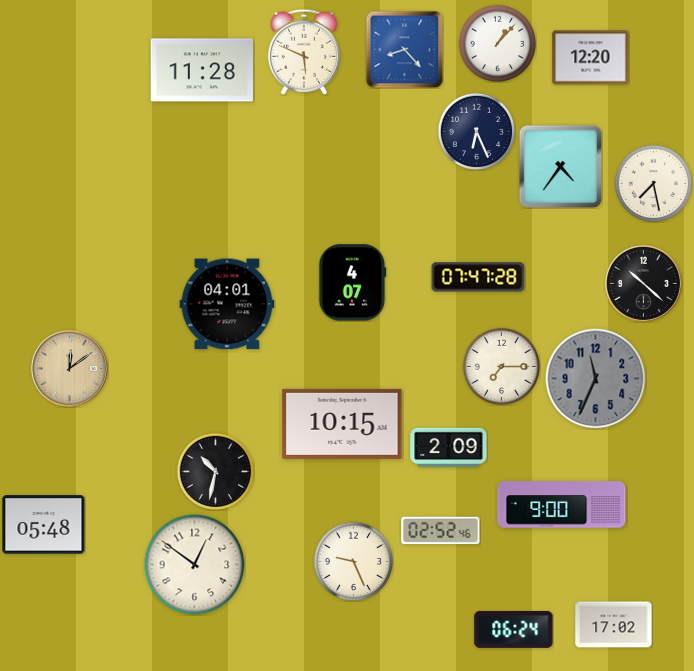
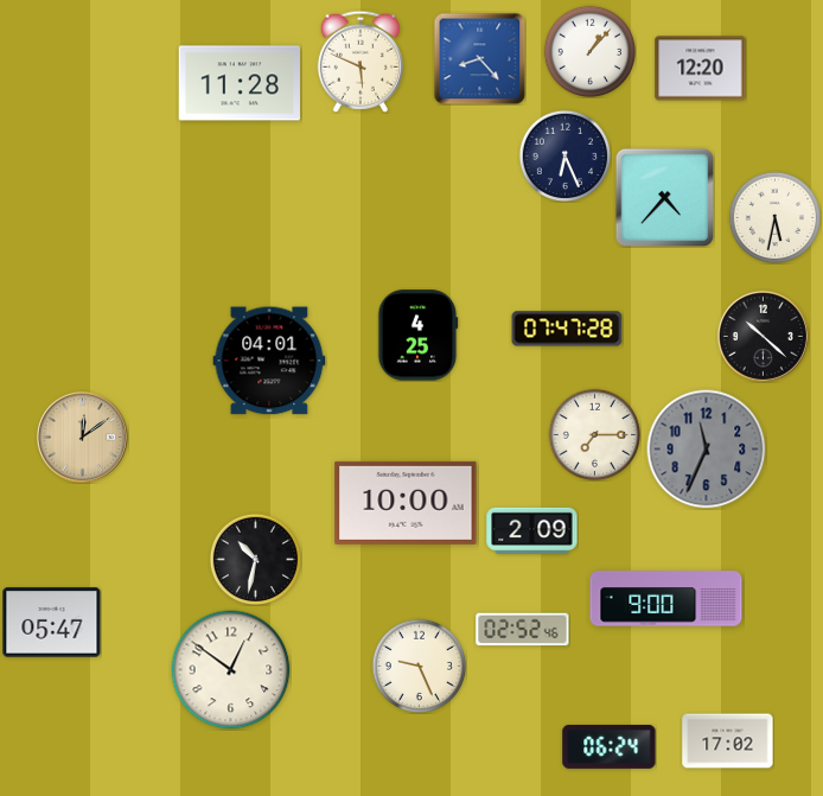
clock at (560, 166): 4:36 -> 4:37
clock at (653, 183): 7:28 -> 5:32
clock at (353, 283): 4:07 -> 4:25
clock at (342, 424): 10:15 -> 10:00
clock at (44, 525): 05:48 -> 05:47
